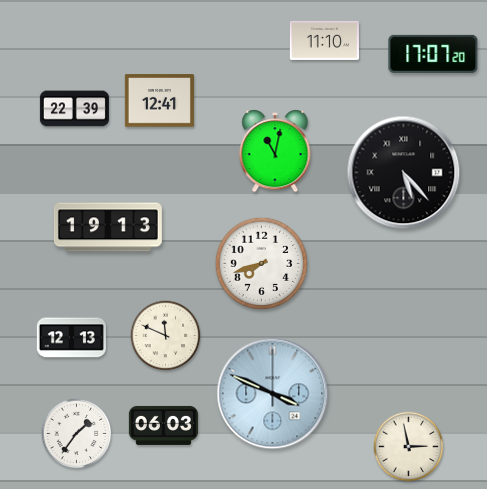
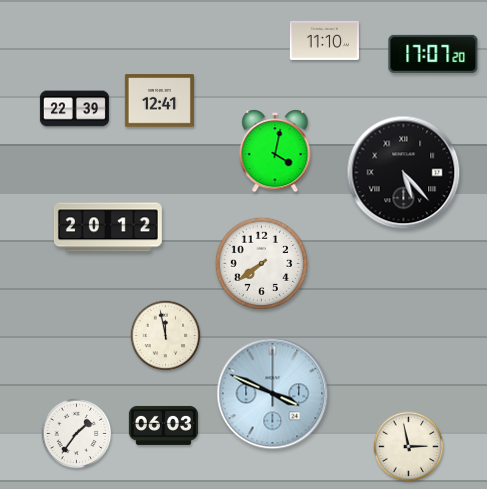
clock at (275, 152): 11:02 -> 4:02
clock at (108, 227): 19:13 -> 20:12
clock at (261, 263): 7:42 -> 7:39
clock at (166, 336): 11:49 -> 11:58
clock at (71, 338): 12:13 -> none
